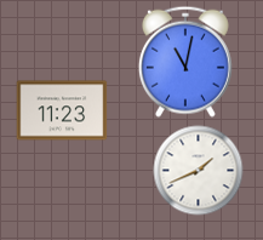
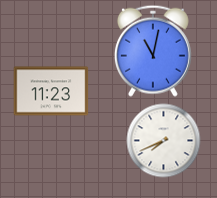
clock at (199, 171): 1:41 -> 7:41
